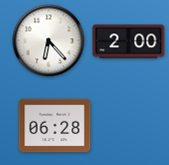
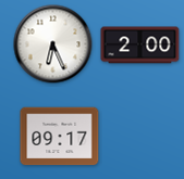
clock at (49, 41): 6:23 -> 6:26
clock at (55, 126): 06:28 -> 09:17
